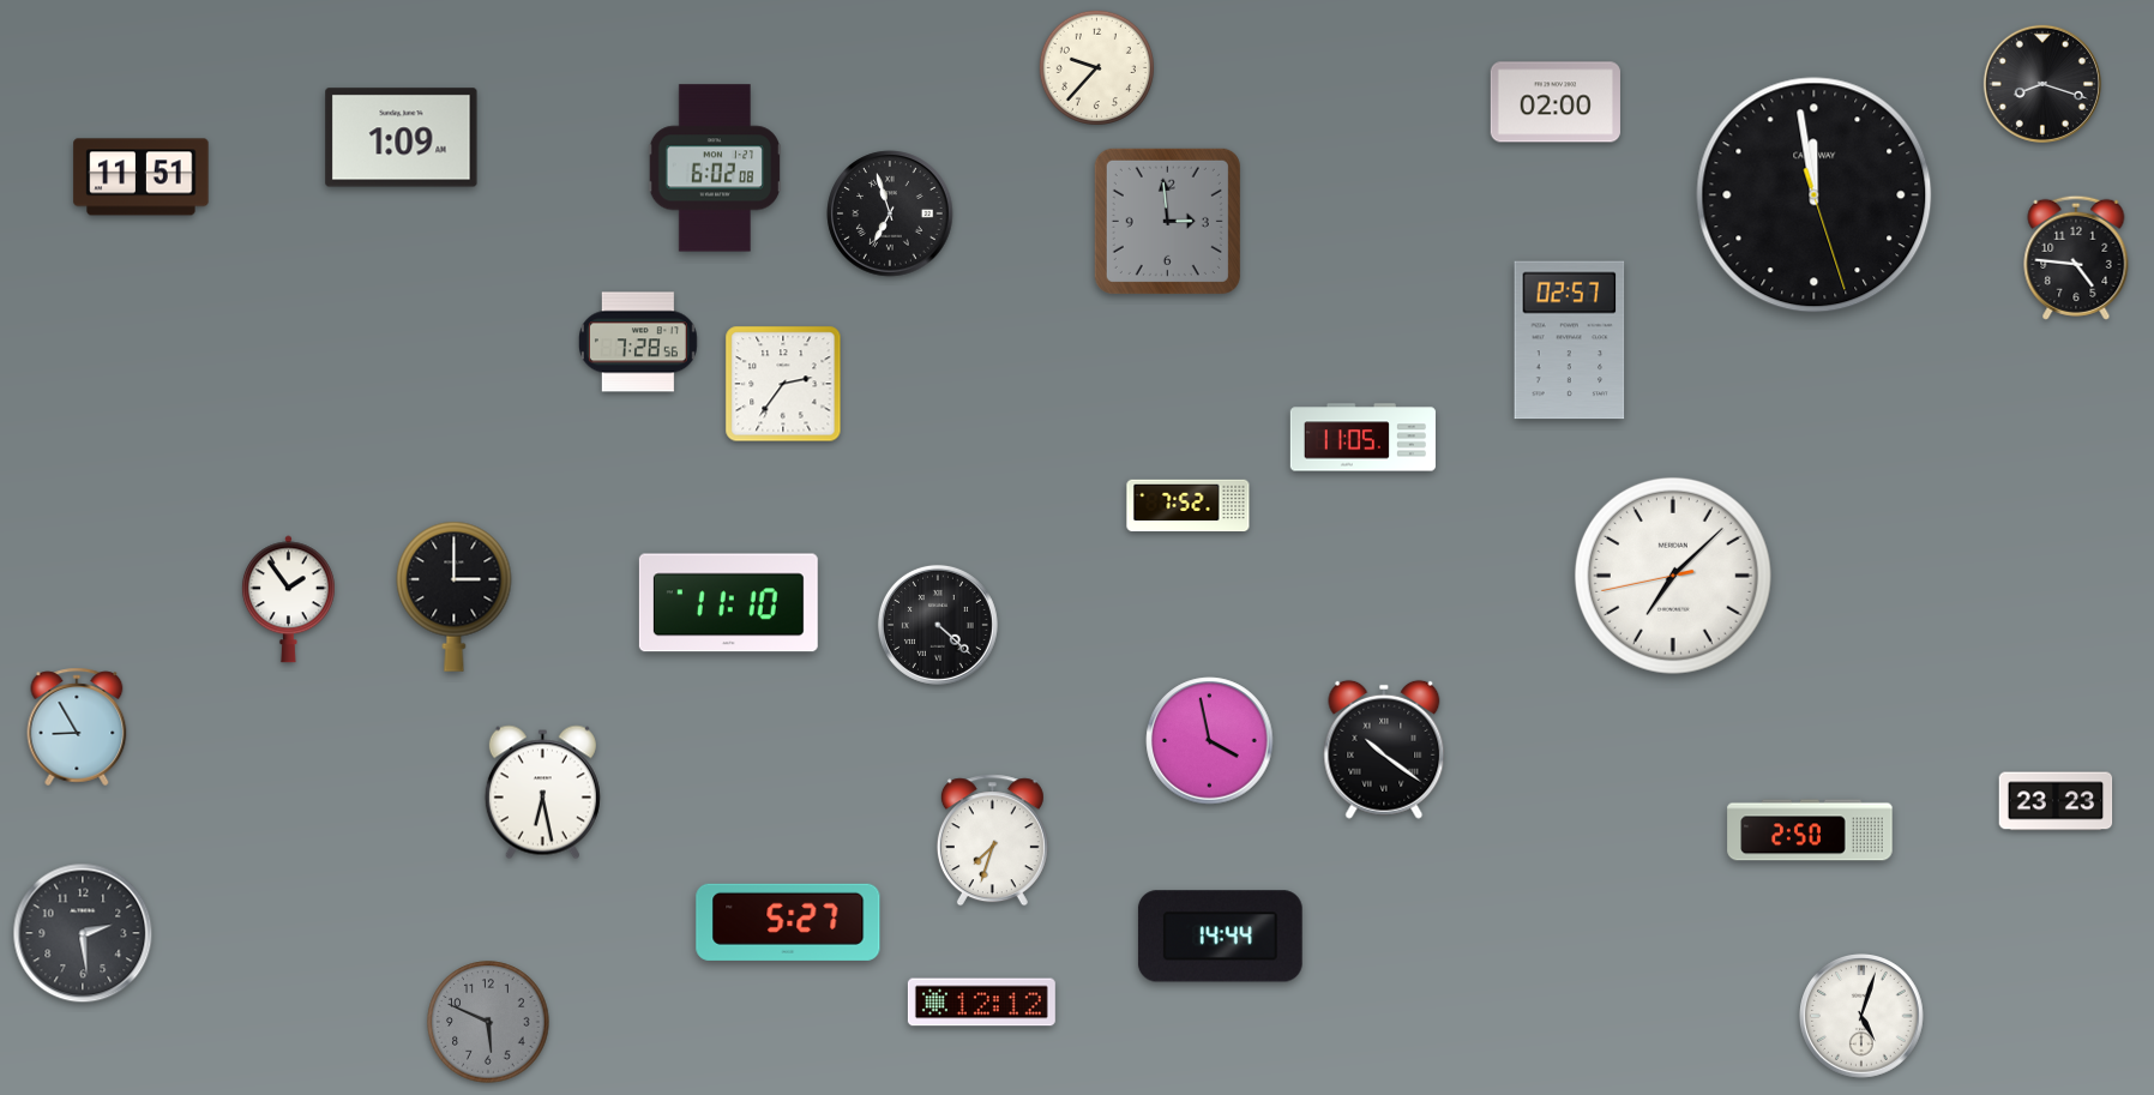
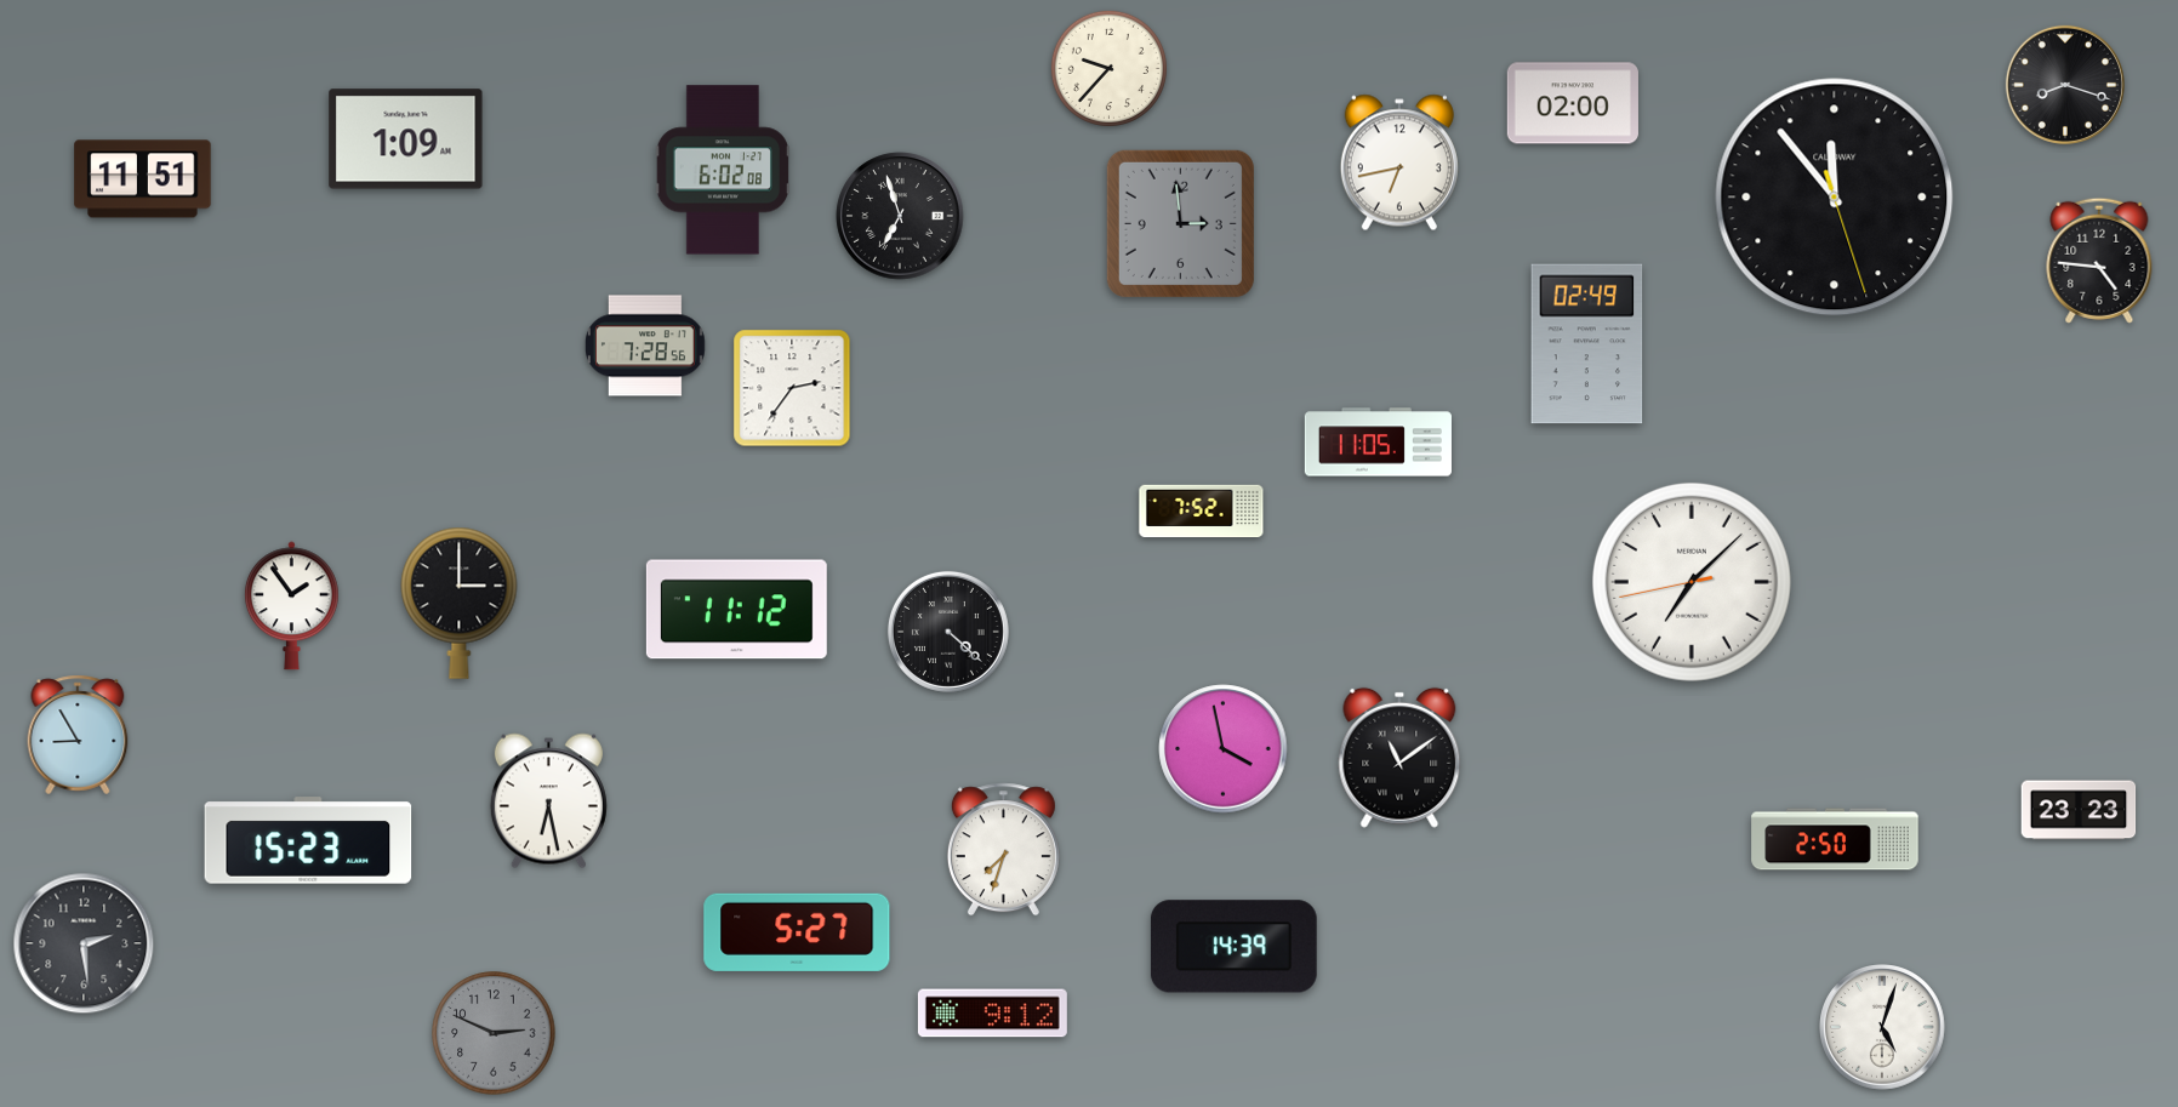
clock at (1399, 162): none -> 6:43
clock at (1815, 195): 11:58 -> 11:53
clock at (1570, 341): 02:57 -> 02:49
clock at (728, 603): 11:10 -> 11:12
clock at (1384, 750): 10:21 -> 11:09
clock at (1810, 830) position: (1810, 830) -> (1835, 839)
clock at (308, 840): none -> 15:23
clock at (1220, 937): 14:44 -> 14:39
clock at (981, 1003): 12:12 -> 9:12
clock at (488, 1022): 5:49 -> 2:49
